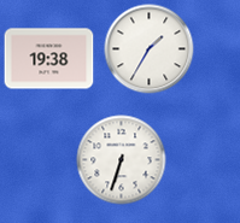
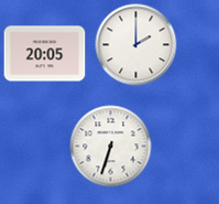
clock at (150, 49): 1:35 -> 2:00
clock at (49, 59): 19:38 -> 20:05
